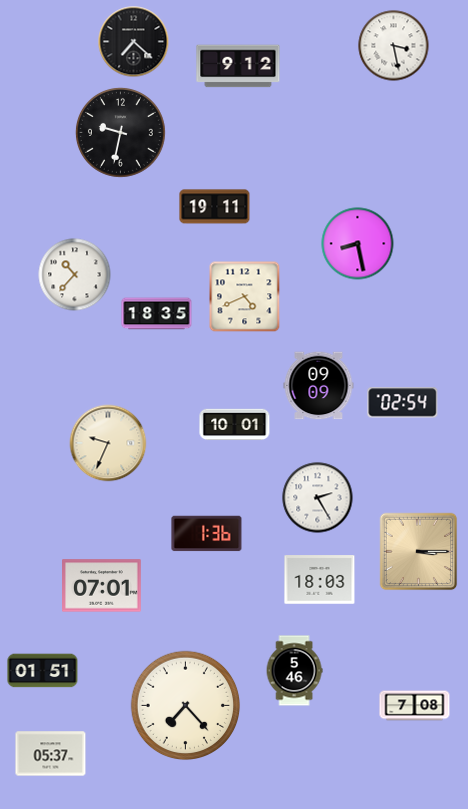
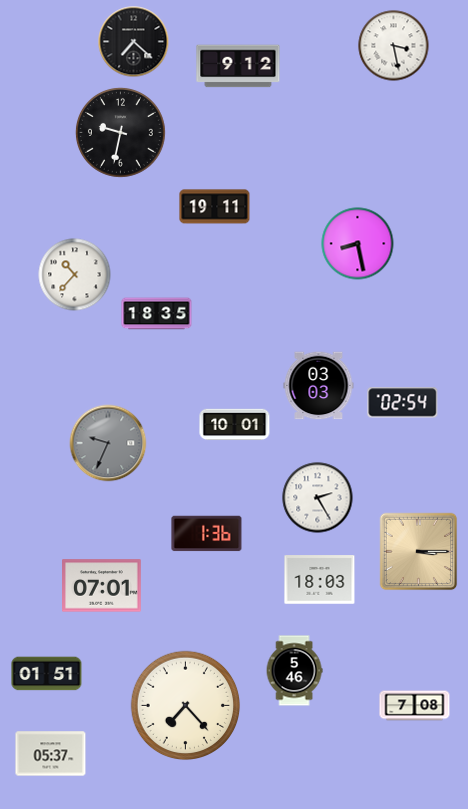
clock at (245, 297): 4:41 -> none
clock at (319, 386): 09:09 -> 03:03
clock at (108, 443) dial: cream -> grey
clock at (43, 671) position: (43, 671) -> (47, 674)
